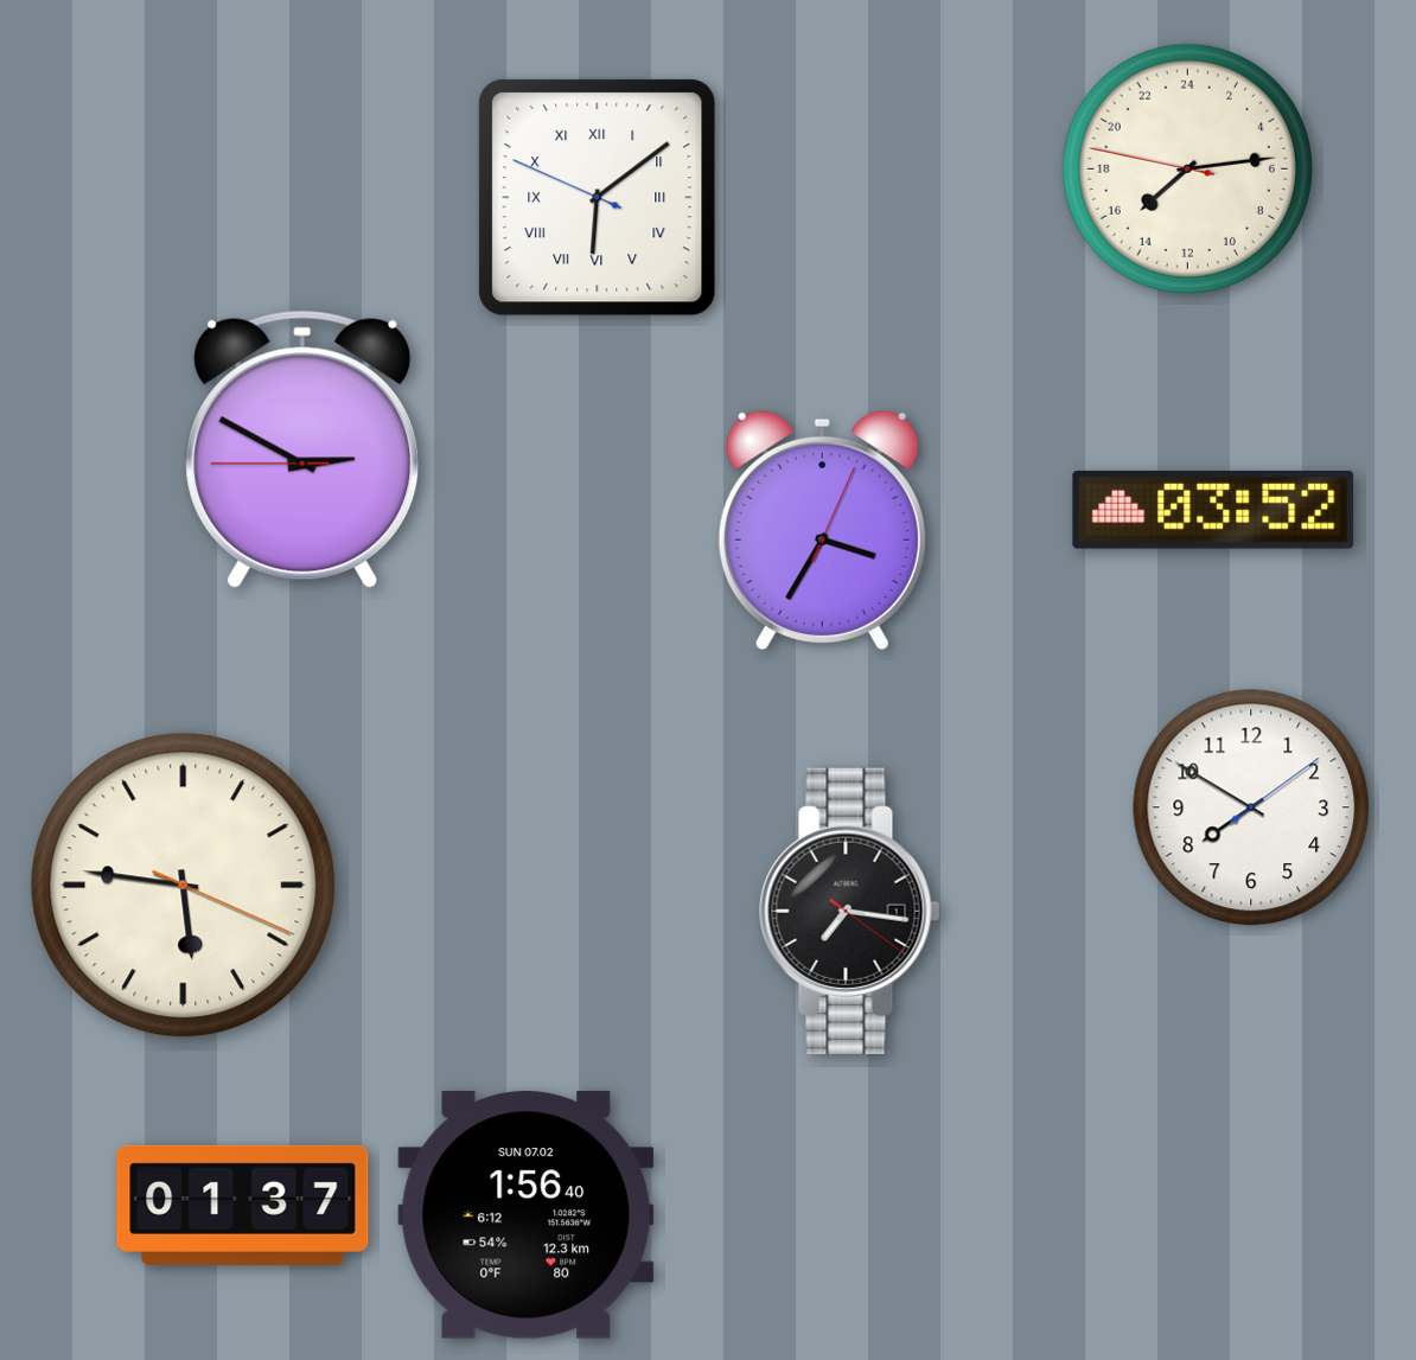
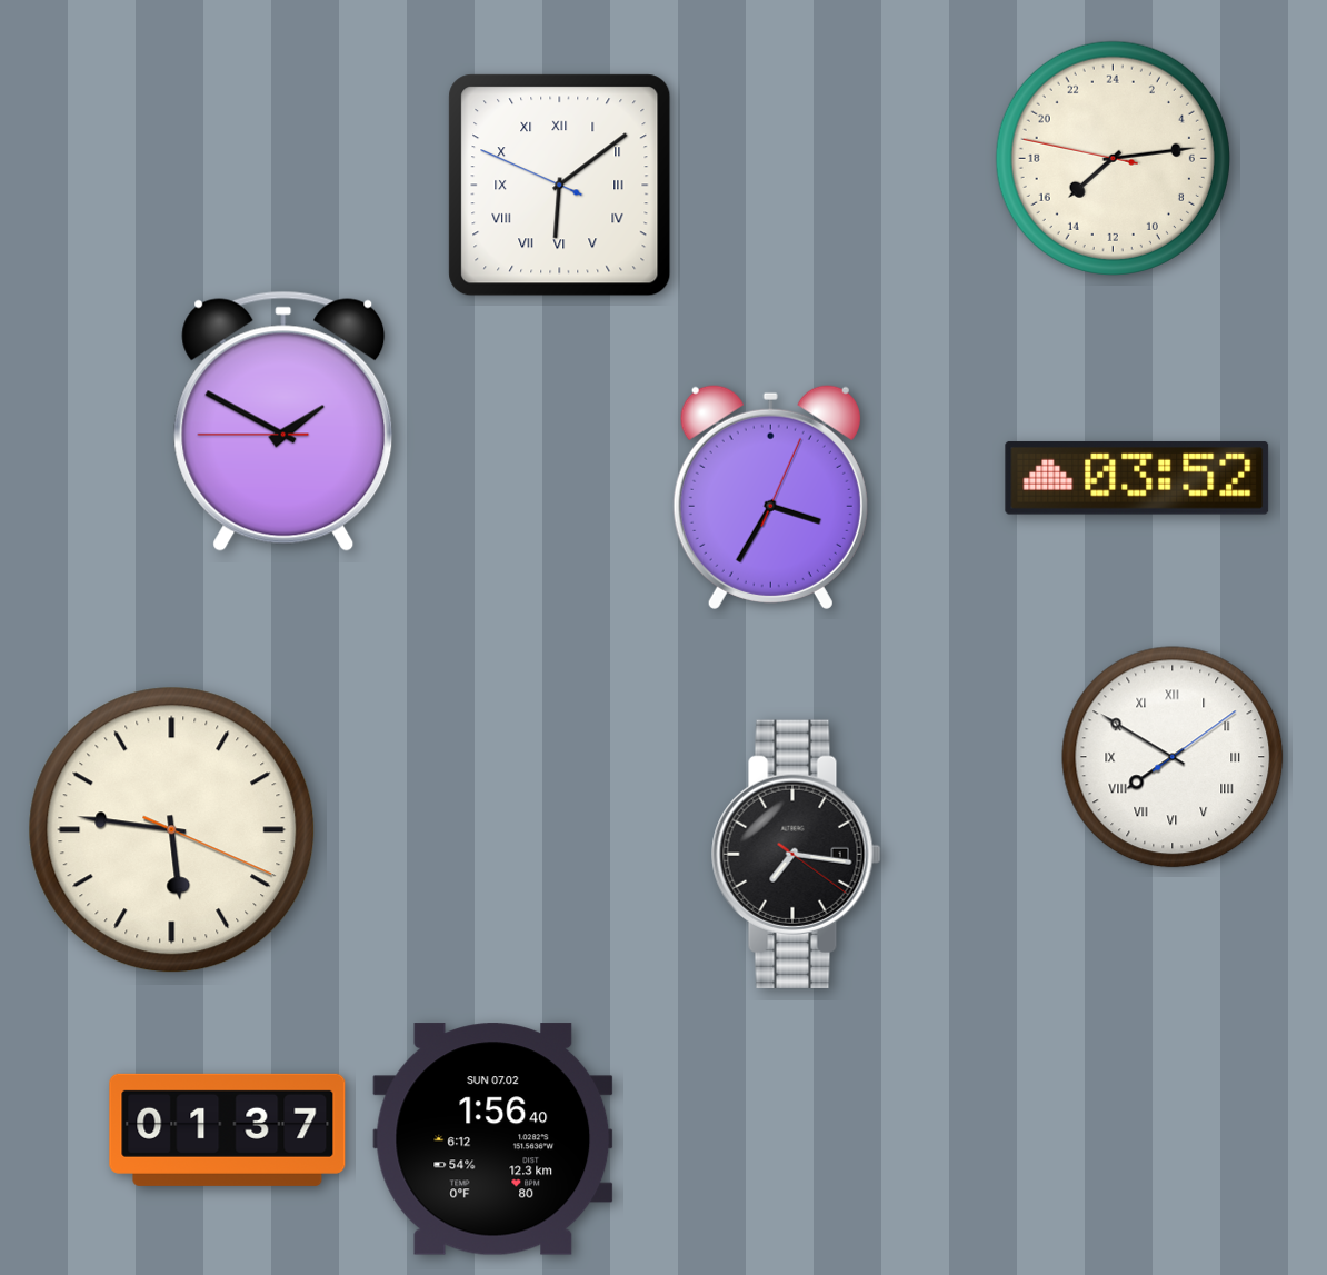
clock at (302, 449): 2:49 -> 1:49
clock at (1251, 807) numerals: Arabic -> Roman
